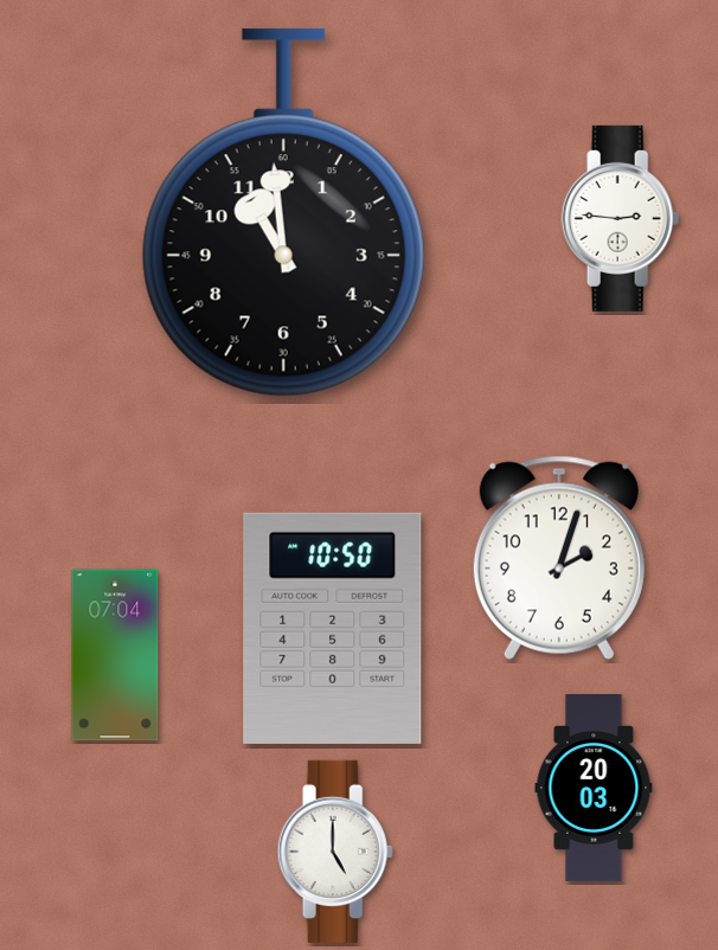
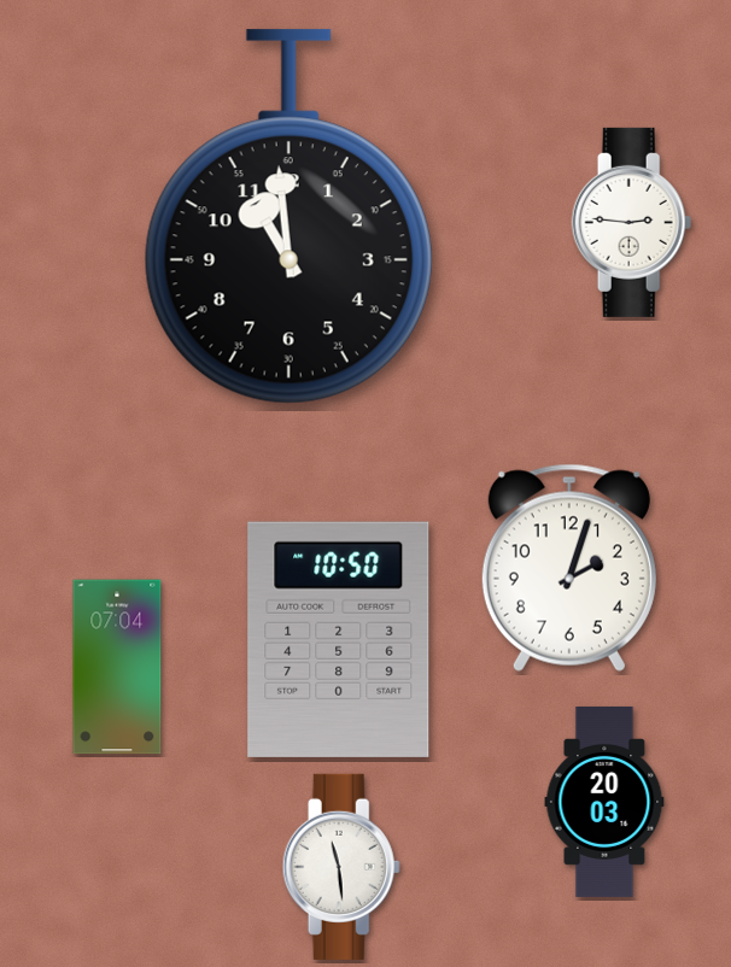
clock at (335, 852): 5:00 -> 11:29
